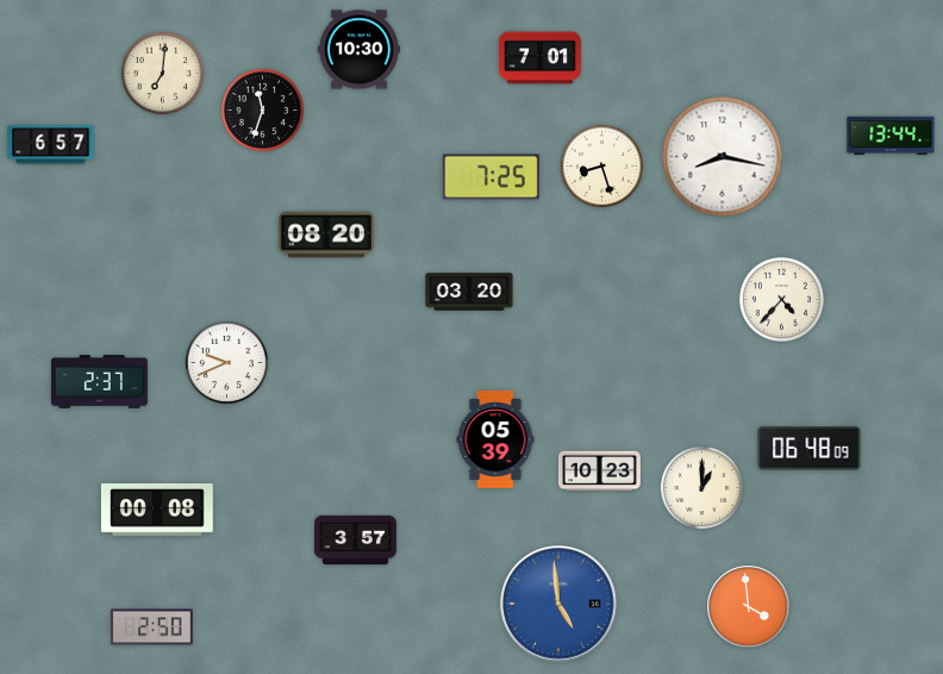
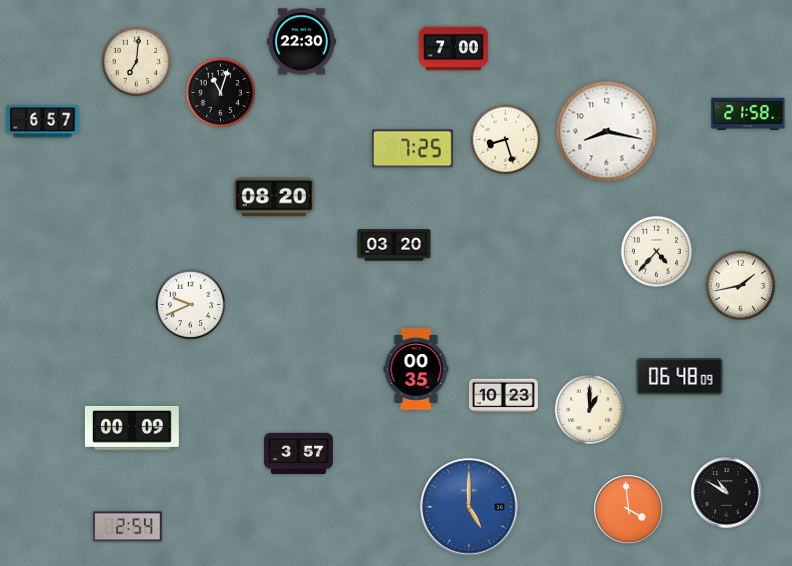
clock at (358, 50): 10:30 -> 22:30
clock at (539, 58): 7:01 -> 7:00
clock at (263, 111): 11:33 -> 11:03
clock at (891, 135): 13:44 -> 21:58
clock at (741, 286): none -> 1:43
clock at (99, 382): 2:37 -> none
clock at (495, 441): 05:39 -> 00:35
clock at (157, 510): 00:08 -> 00:09
clock at (727, 493): none -> 10:50
clock at (558, 604): 4:59 -> 5:00
clock at (151, 628): 2:50 -> 2:54
